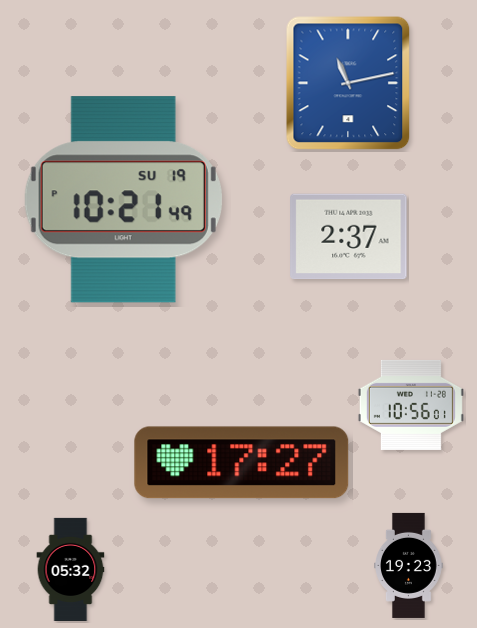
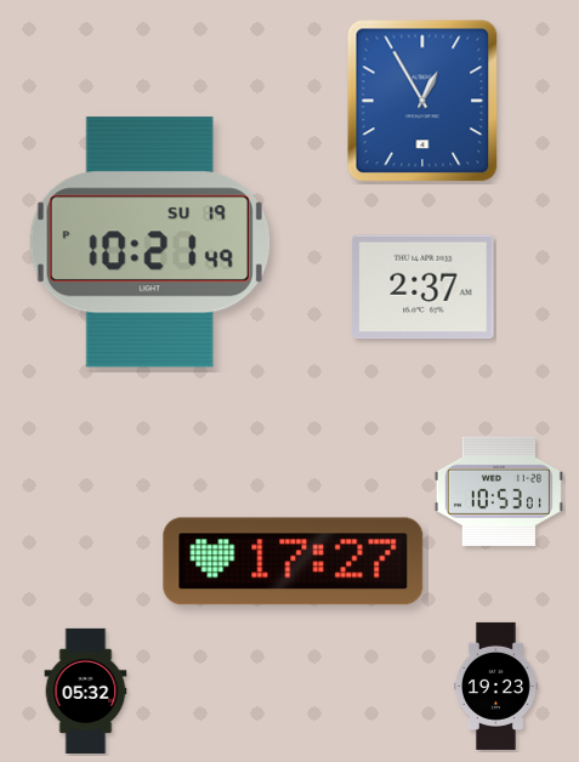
clock at (348, 83): 11:13 -> 12:55
clock at (411, 405): 10:56 -> 10:53
